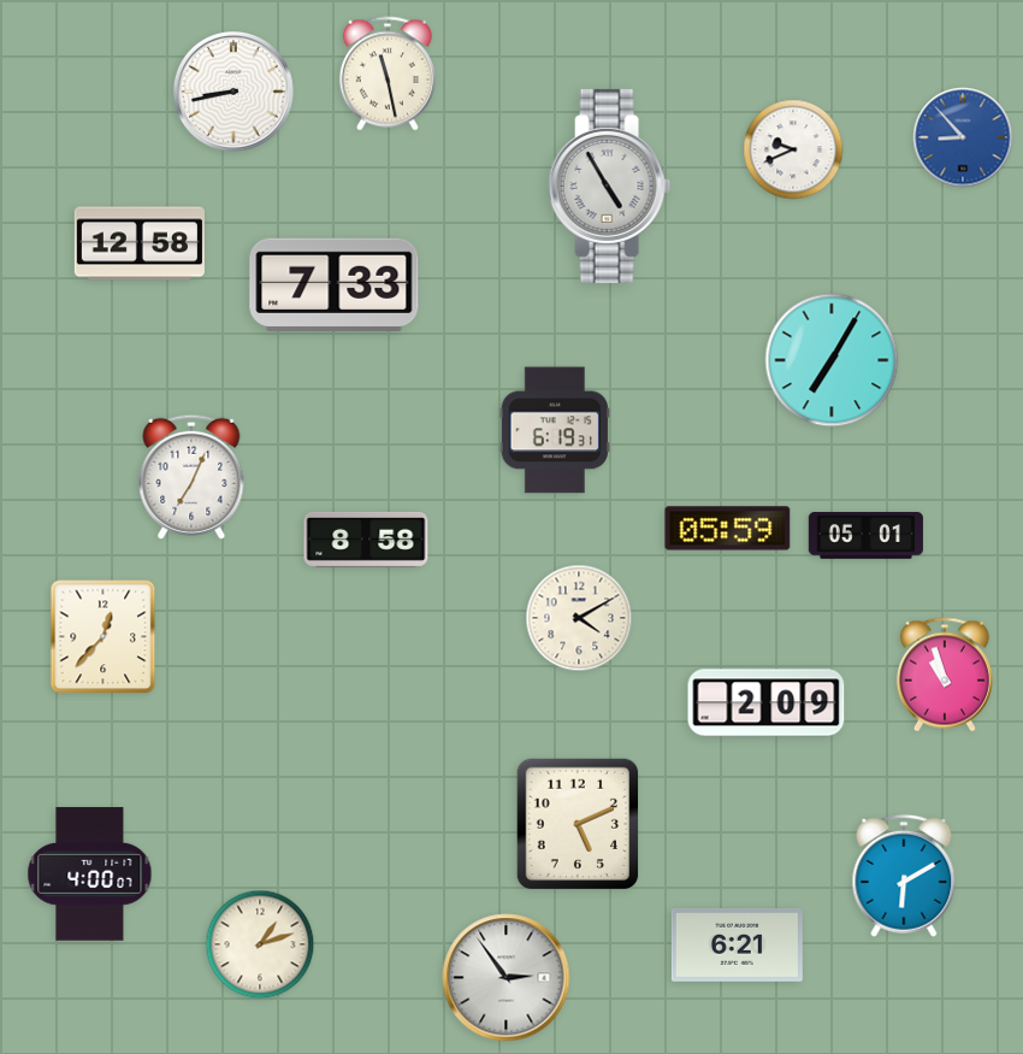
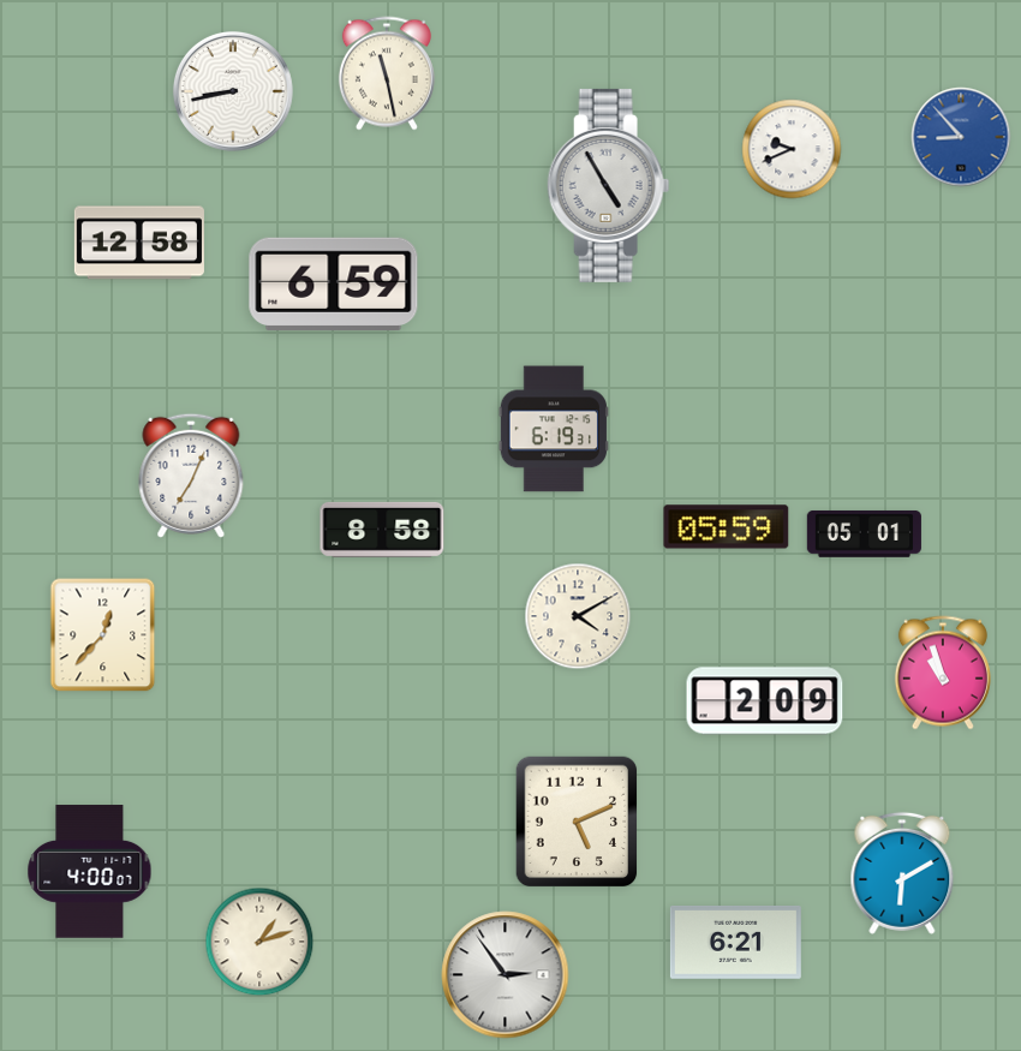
clock at (335, 285): 7:33 -> 6:59
clock at (832, 360): 7:05 -> none
clock at (366, 540) position: (366, 540) -> (382, 530)
